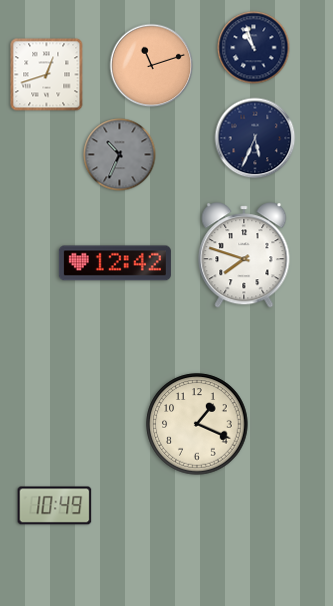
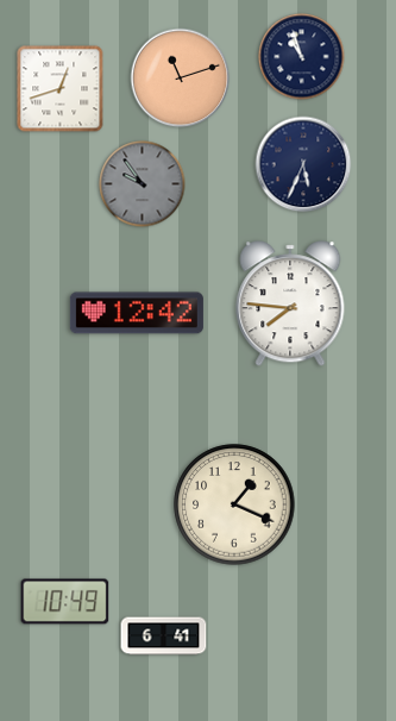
clock at (47, 75) position: (47, 75) -> (61, 89)
clock at (120, 155): 10:34 -> 9:54
clock at (244, 255): 7:48 -> 7:46
clock at (164, 637): none -> 6:41
